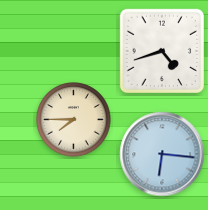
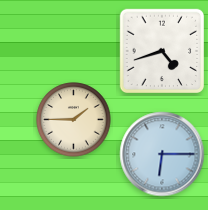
clock at (74, 120): 7:45 -> 1:45
clock at (162, 154): 6:16 -> 6:15
